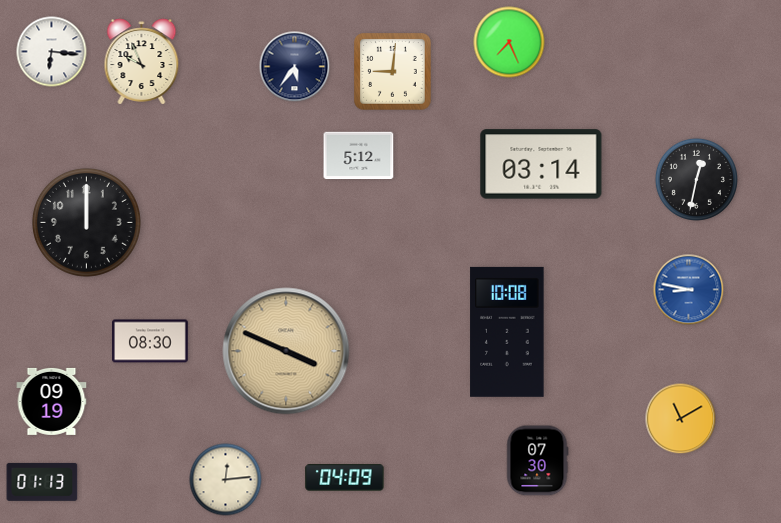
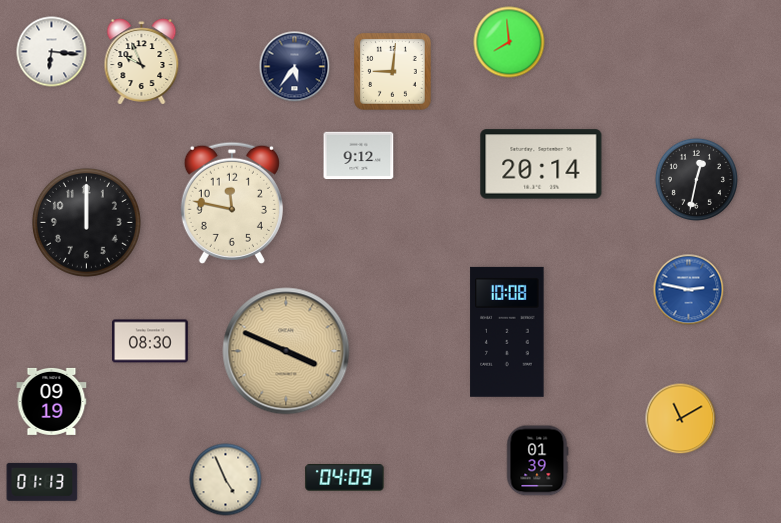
clock at (509, 42): 7:26 -> 7:59
clock at (359, 156): 5:12 -> 9:12
clock at (541, 164): 03:14 -> 20:14
clock at (232, 203): none -> 11:47
clock at (689, 290): 8:47 -> 2:47
clock at (537, 461): 07:30 -> 01:39
clock at (226, 480): 12:14 -> 4:56
